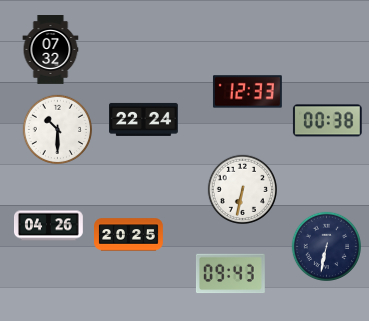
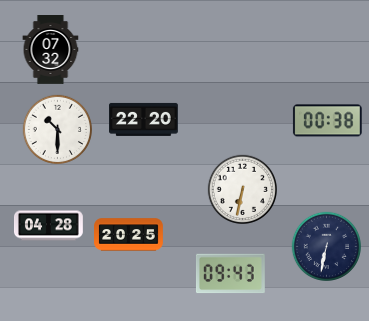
clock at (248, 92): 12:33 -> none
clock at (144, 119): 22:24 -> 22:20
clock at (49, 226): 04:26 -> 04:28
